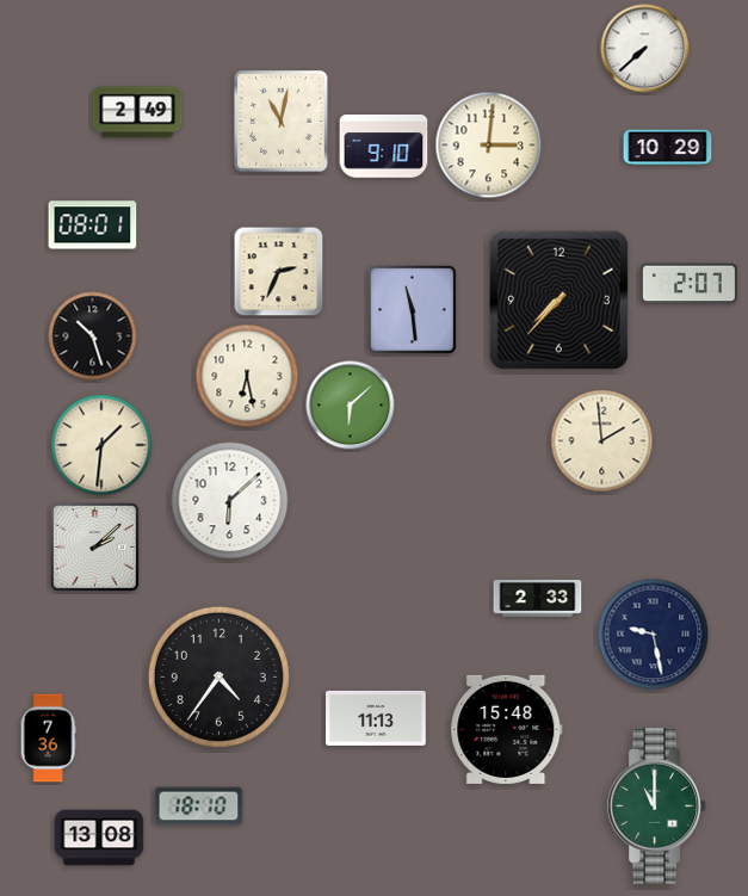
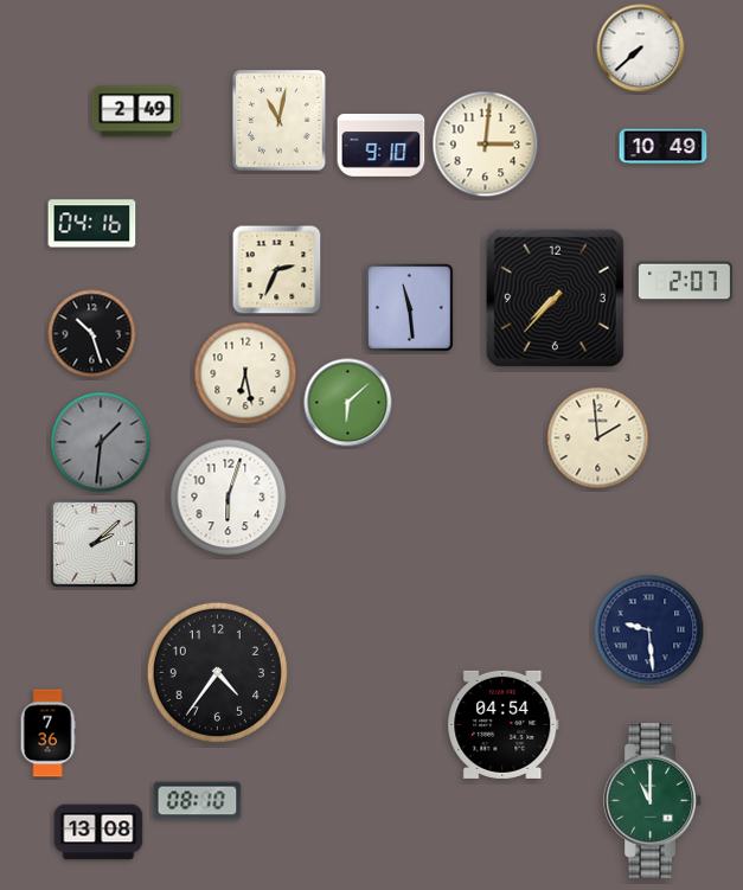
clock at (668, 148): 10:29 -> 10:49
clock at (93, 225): 08:01 -> 04:16
clock at (101, 445) dial: cream -> grey
clock at (230, 501): 6:08 -> 6:03
clock at (538, 598): 2:33 -> none
clock at (654, 635): 9:28 -> 9:29
clock at (376, 718): 11:13 -> none
clock at (507, 729): 15:48 -> 04:54
clock at (199, 807): 18:10 -> 08:10
